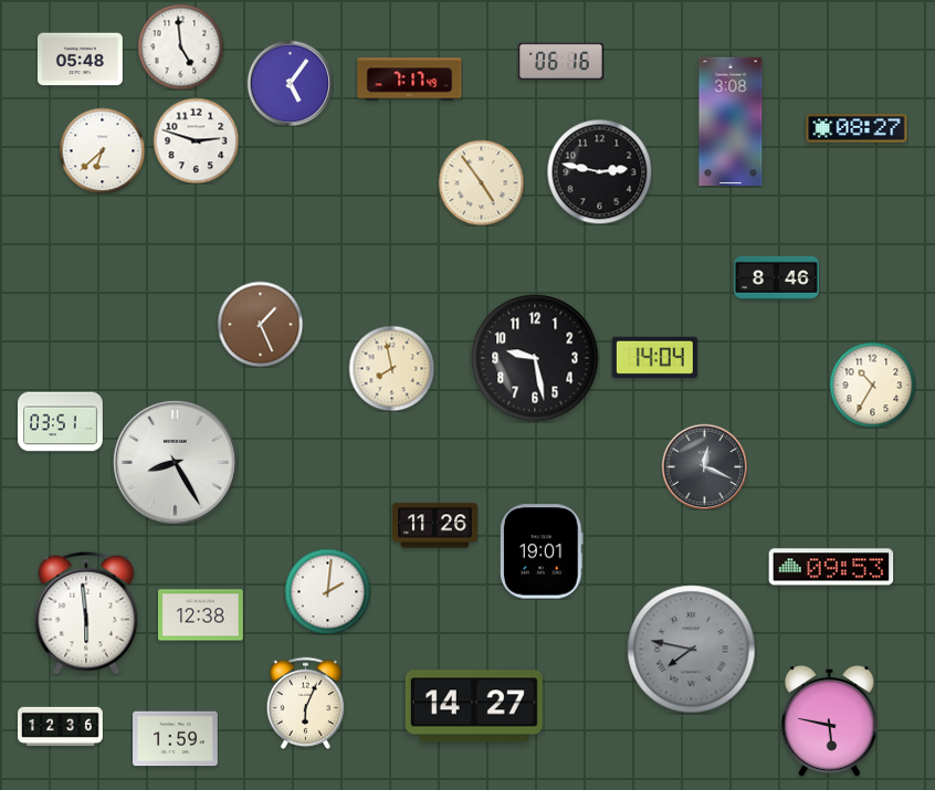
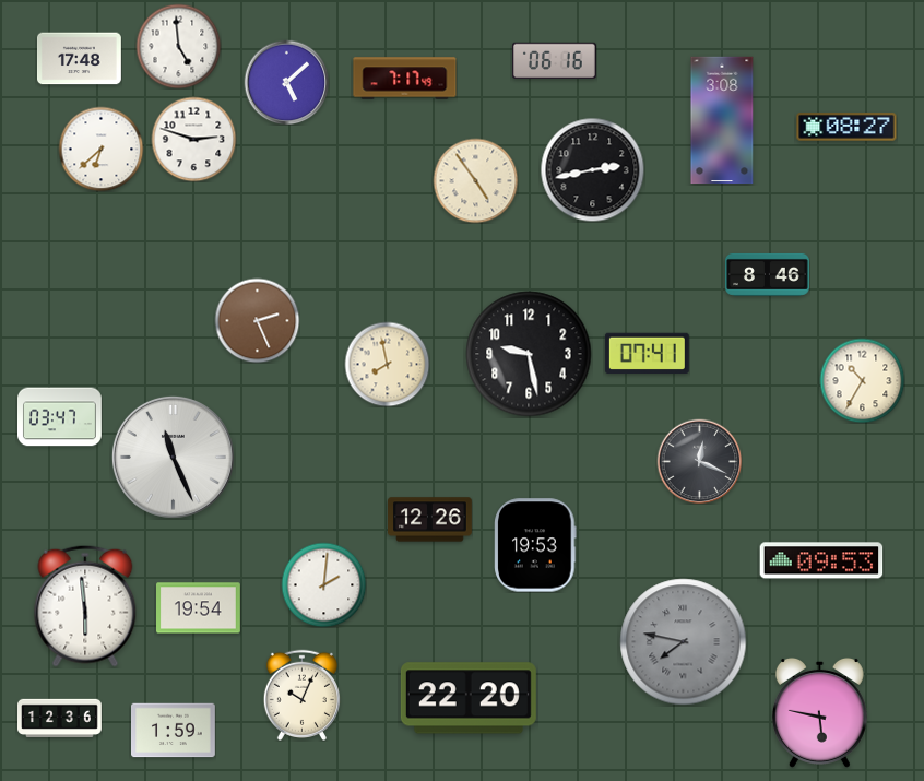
clock at (81, 60): 05:48 -> 17:48
clock at (290, 83): 5:06 -> 5:08
clock at (599, 171): 2:47 -> 2:43
clock at (260, 324): 1:26 -> 2:26
clock at (654, 357): 14:04 -> 07:41
clock at (61, 422): 03:51 -> 03:47
clock at (175, 462): 8:25 -> 11:26
clock at (704, 466) position: (704, 466) -> (699, 461)
clock at (435, 526): 11:26 -> 12:26
clock at (542, 551): 19:01 -> 19:53
clock at (201, 615): 12:38 -> 19:54
clock at (305, 703): 6:04 -> 10:04
clock at (474, 706): 14:27 -> 22:20
